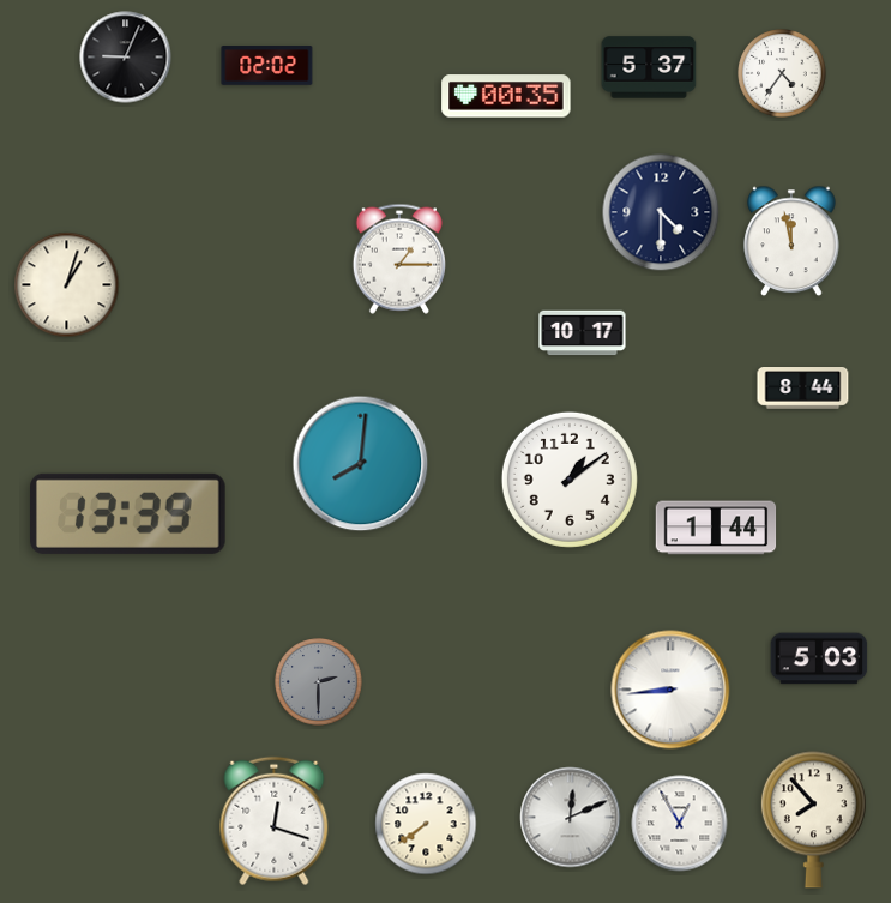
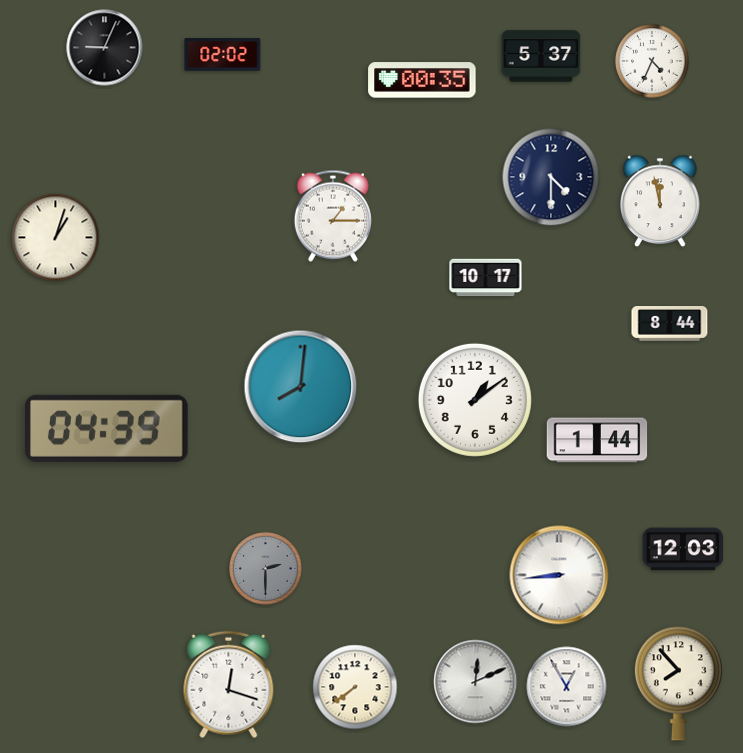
clock at (782, 73): 4:36 -> 4:34
clock at (128, 513): 13:39 -> 04:39
clock at (819, 658): 5:03 -> 12:03
